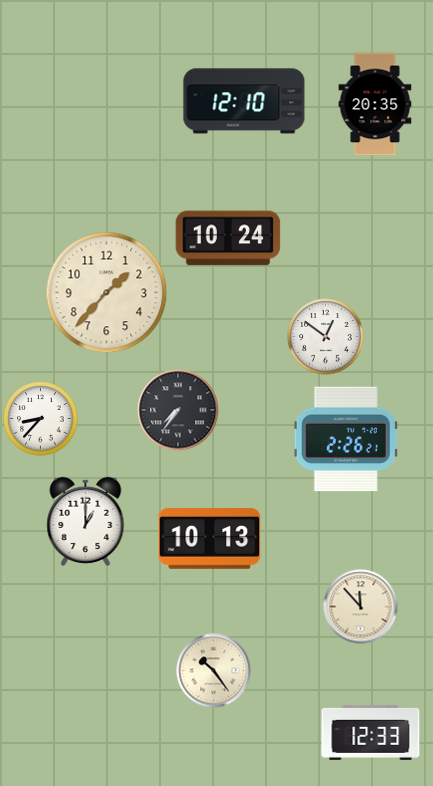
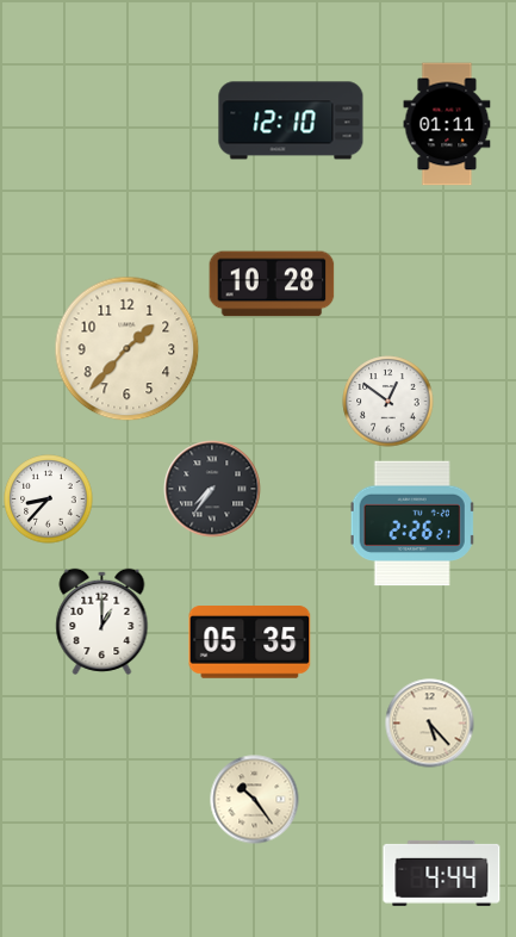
clock at (375, 104): 20:35 -> 01:11
clock at (228, 238): 10:24 -> 10:28
clock at (210, 539): 10:13 -> 05:35
clock at (361, 607): 11:53 -> 5:23
clock at (371, 732): 12:33 -> 4:44
